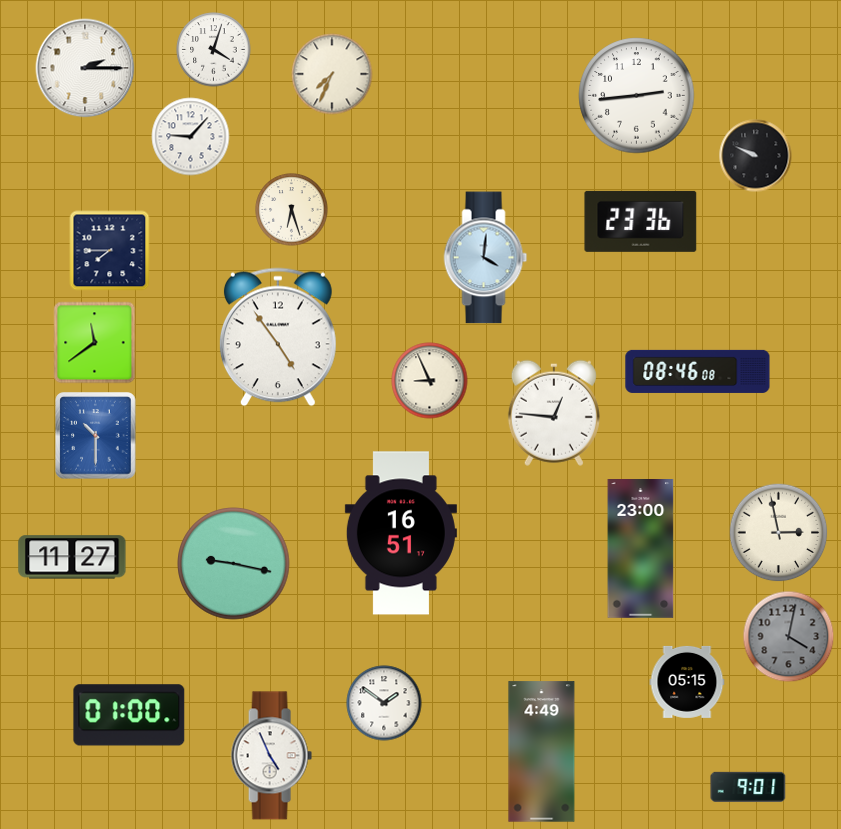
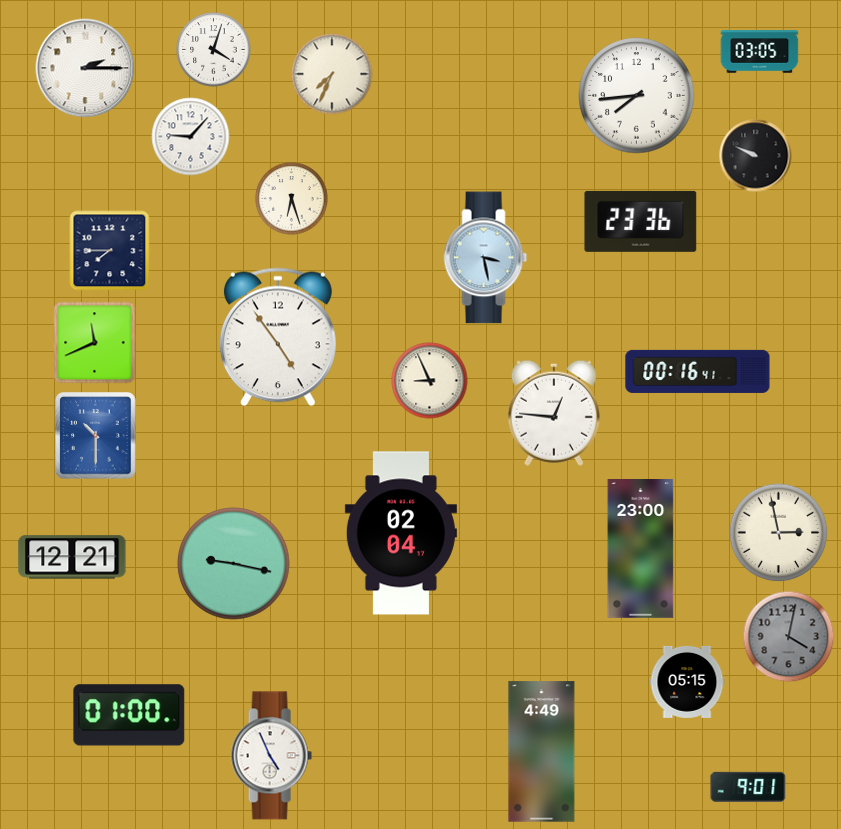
clock at (760, 52): none -> 03:05
clock at (637, 96): 2:44 -> 7:44
clock at (292, 210) position: (292, 210) -> (292, 199)
clock at (486, 258): 4:01 -> 3:28
clock at (95, 343): 11:39 -> 11:41
clock at (698, 371): 08:46 -> 00:16
clock at (401, 533): 16:51 -> 02:04
clock at (72, 557): 11:27 -> 12:21
clock at (384, 703): 1:51 -> none
